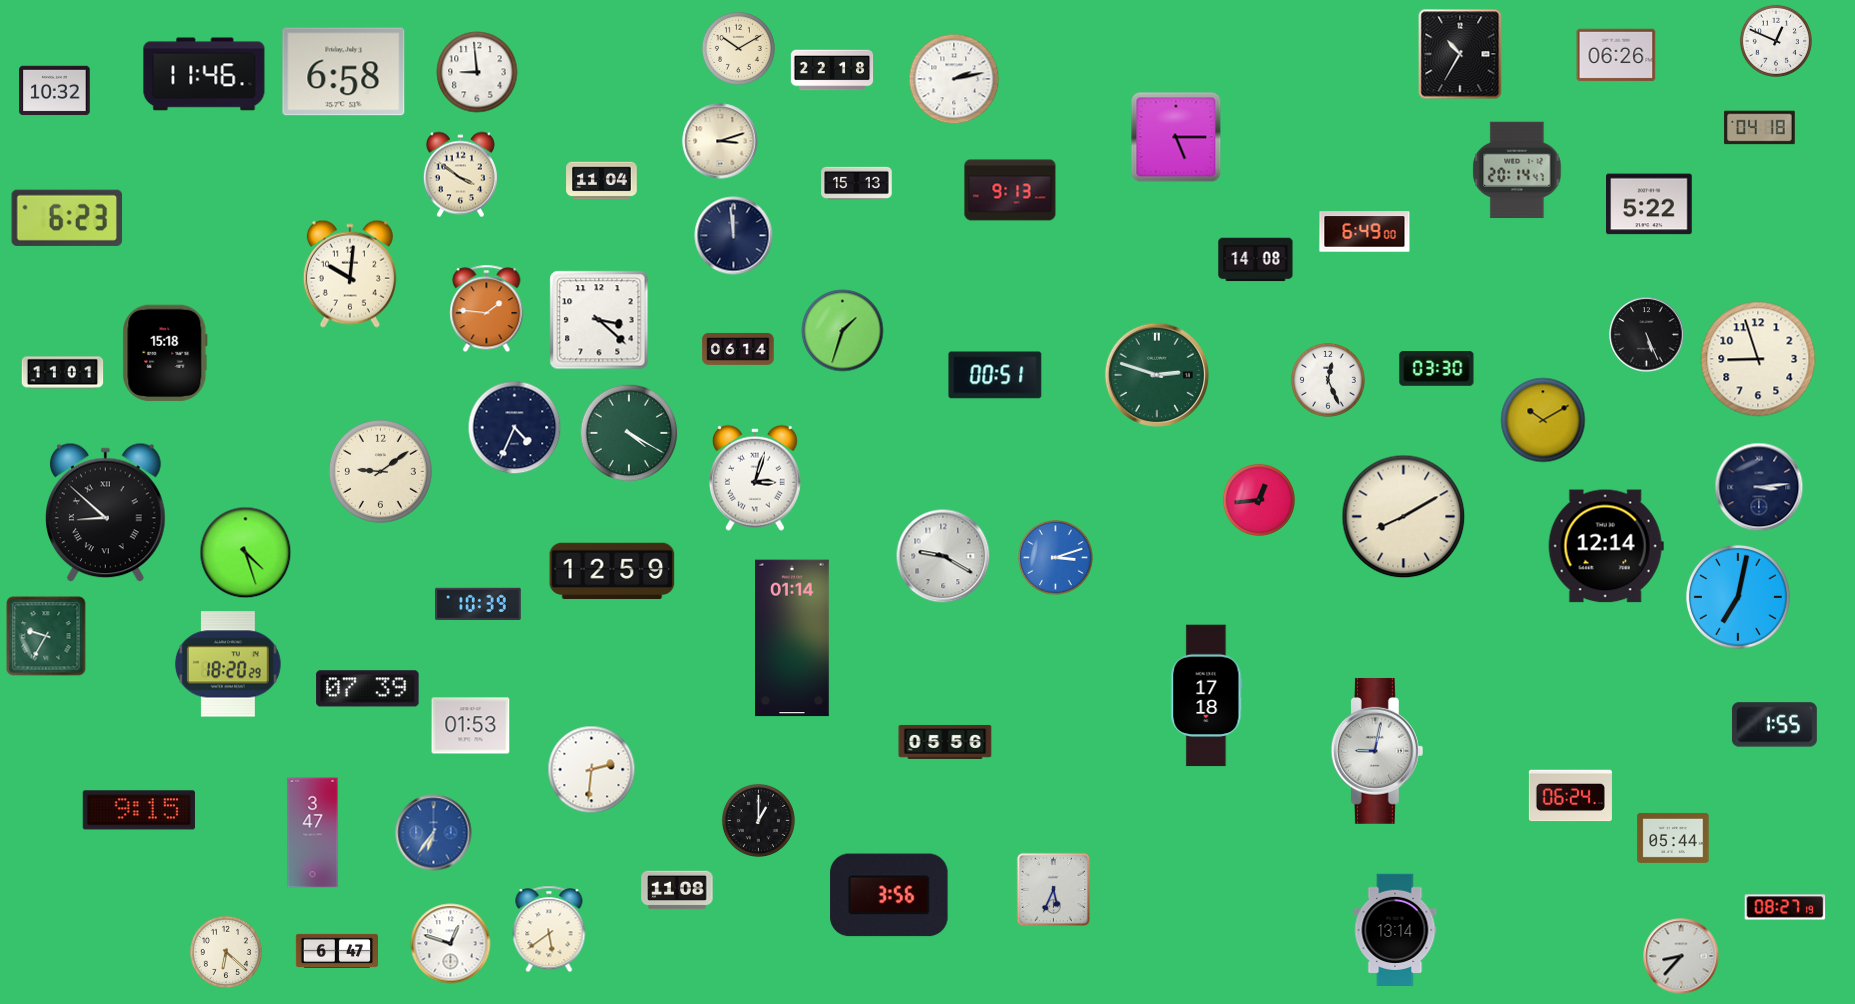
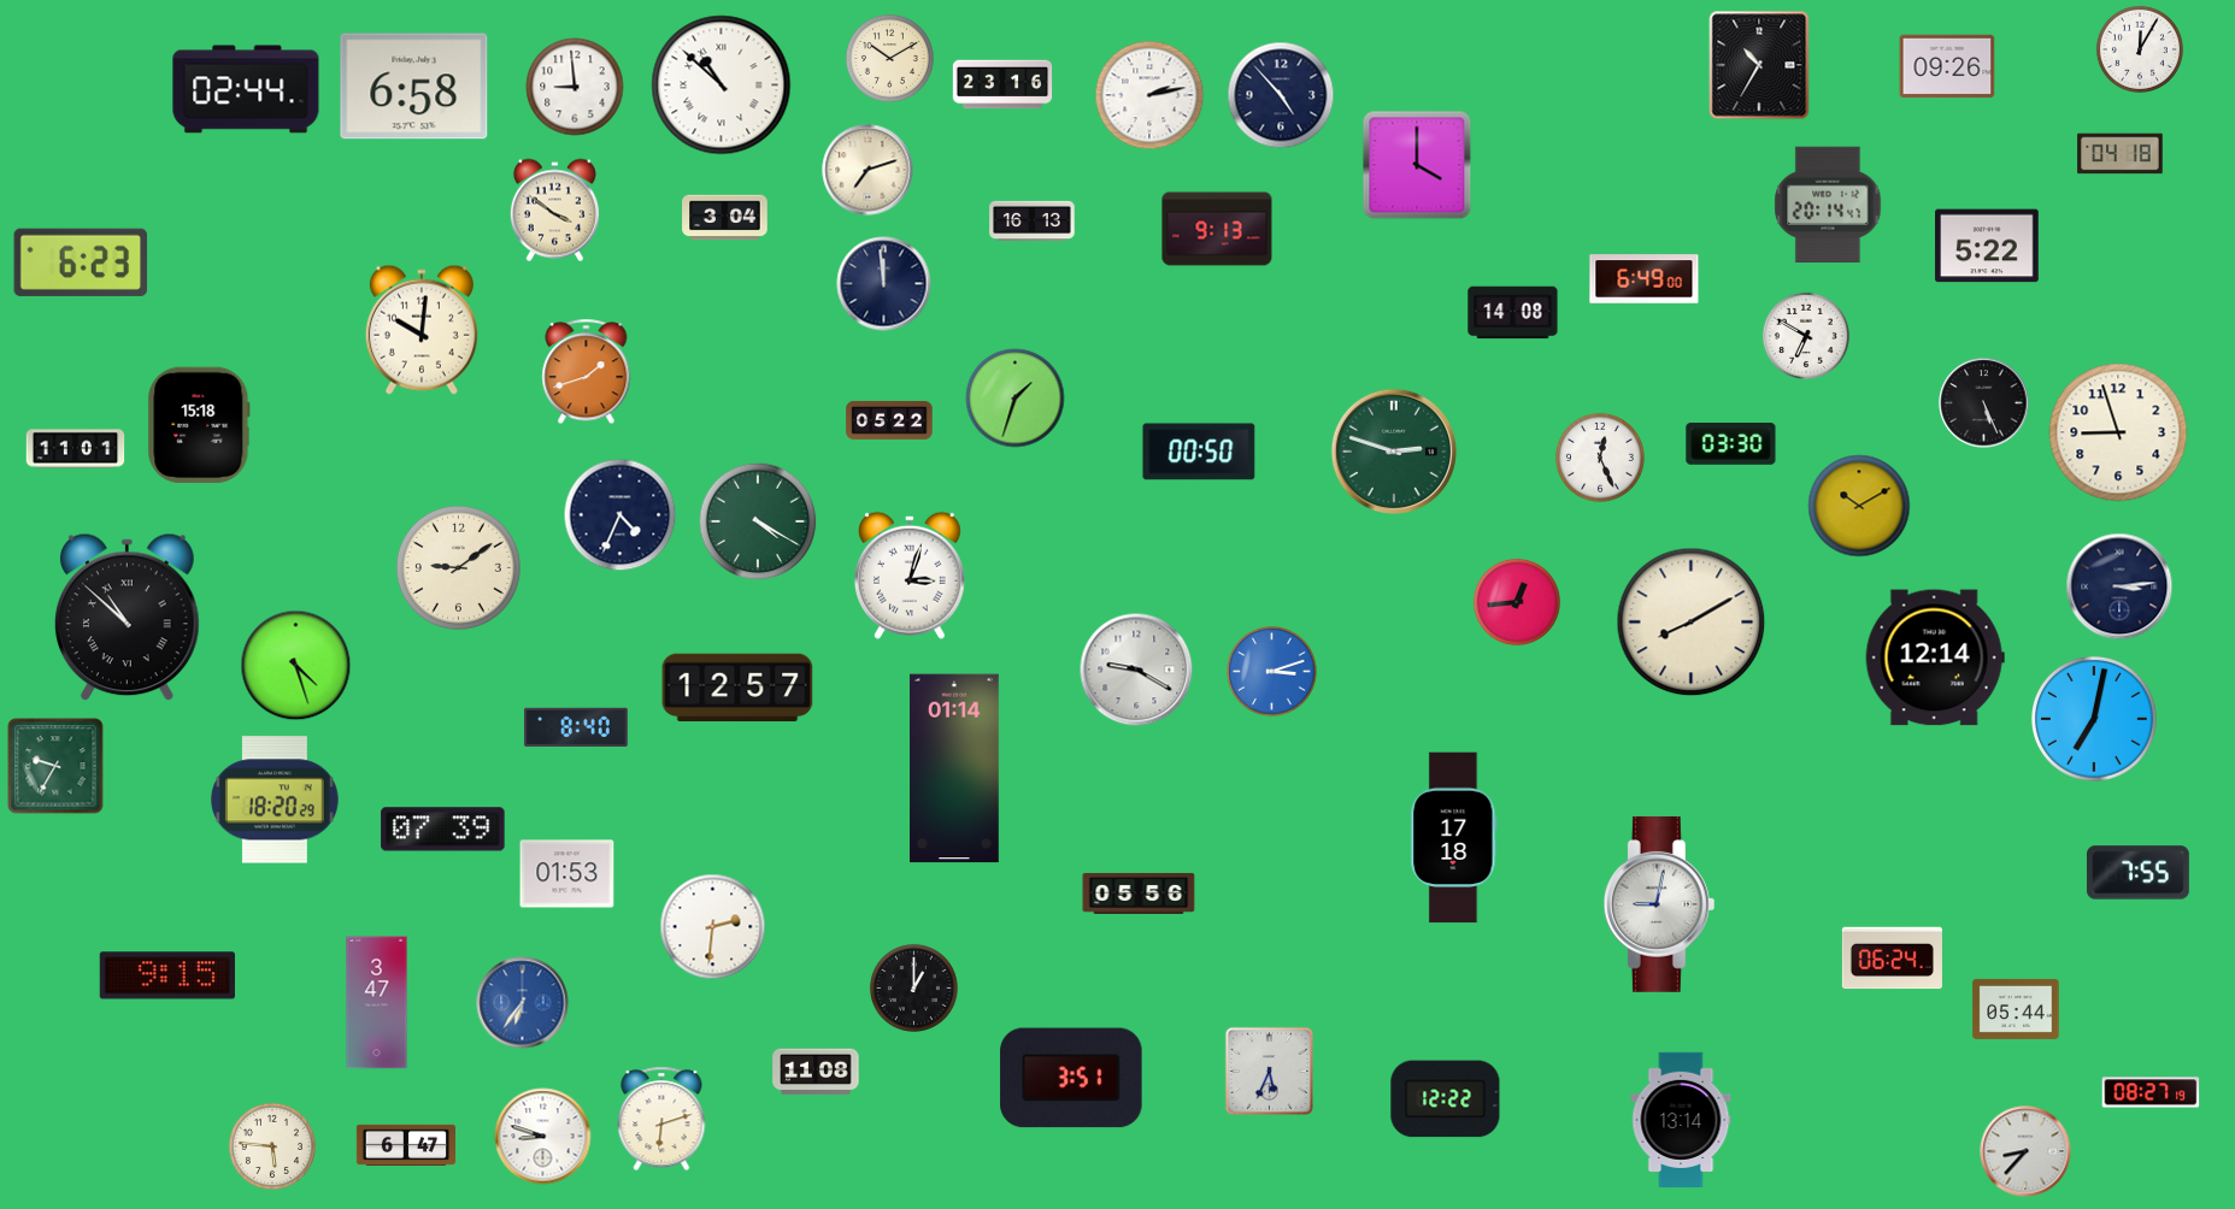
clock at (1776, 41): 12:49 -> 12:05
clock at (1616, 55): 06:26 -> 09:26
clock at (832, 70): 22:18 -> 23:16
clock at (722, 85): none -> 10:52
clock at (204, 74): 11:46 -> 02:44
clock at (1281, 95): none -> 4:53
clock at (55, 91): 10:32 -> none
clock at (1176, 137): 5:15 -> 4:00
clock at (720, 141): 3:12 -> 7:12
clock at (602, 181): 11:04 -> 3:04
clock at (857, 184): 15:13 -> 16:13
clock at (1806, 336): none -> 6:50
clock at (487, 309): 1:46 -> 1:42
clock at (599, 320): 3:22 -> none
clock at (738, 349): 06:14 -> 05:22
clock at (995, 375): 00:51 -> 00:50
clock at (106, 513): 8:52 -> 10:52
clock at (612, 571): 12:59 -> 12:57
clock at (478, 603): 10:39 -> 8:40
clock at (1774, 725): 1:55 -> 7:55
clock at (889, 895): 3:56 -> 3:51
clock at (1446, 1099): none -> 12:22
clock at (549, 929): 5:39 -> 6:12
clock at (451, 944): 12:48 -> 8:48
clock at (226, 952): 6:22 -> 5:46
